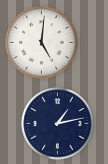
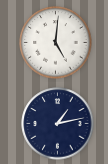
clock at (42, 43) position: (42, 43) -> (56, 43)
